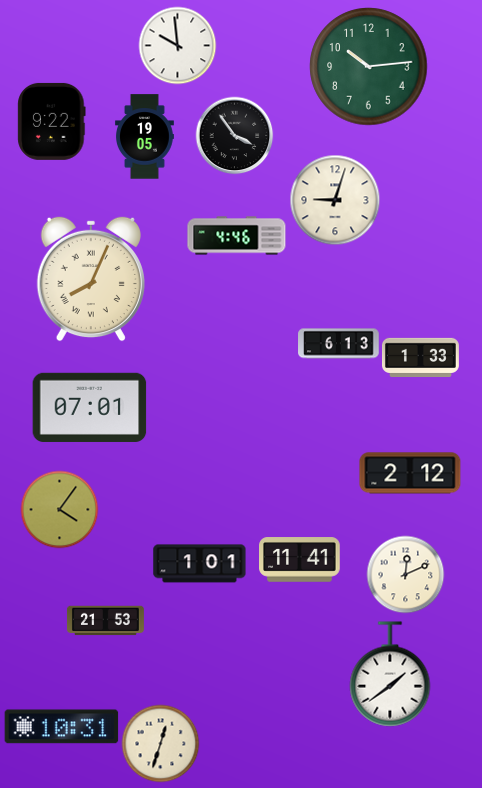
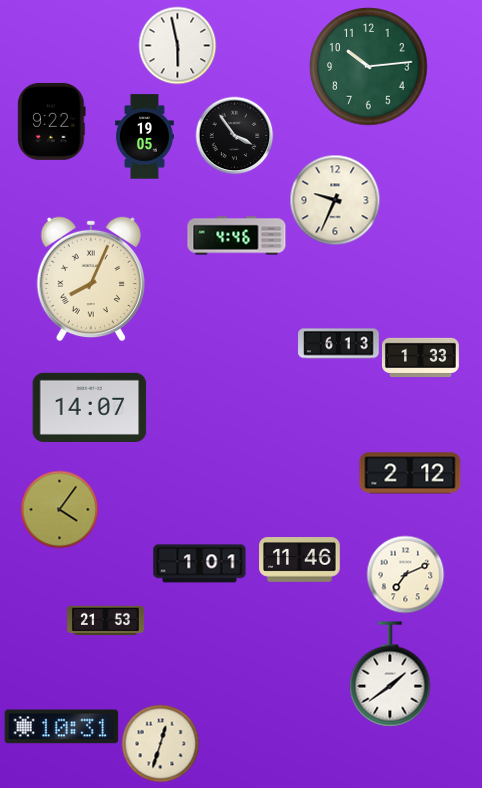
clock at (177, 45): 9:59 -> 5:58
clock at (335, 200): 9:03 -> 9:34
clock at (90, 407): 07:01 -> 14:07
clock at (300, 560): 11:41 -> 11:46
clock at (405, 574): 12:11 -> 7:11
